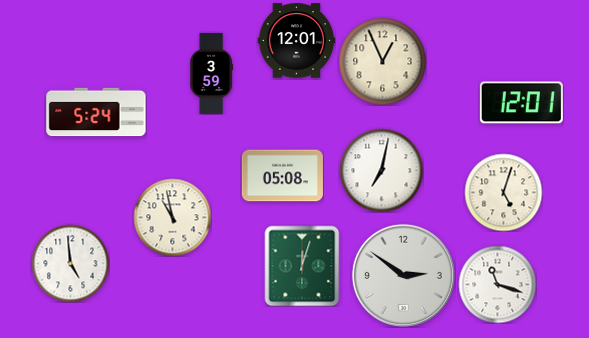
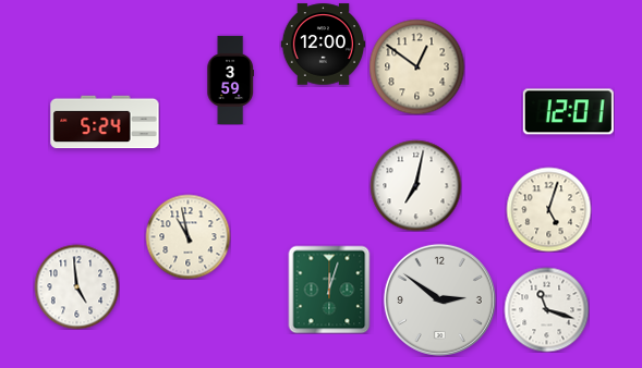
clock at (296, 41): 12:01 -> 12:00
clock at (382, 61): 12:56 -> 12:51
clock at (282, 176): 05:08 -> none
clock at (497, 284) position: (497, 284) -> (546, 309)
